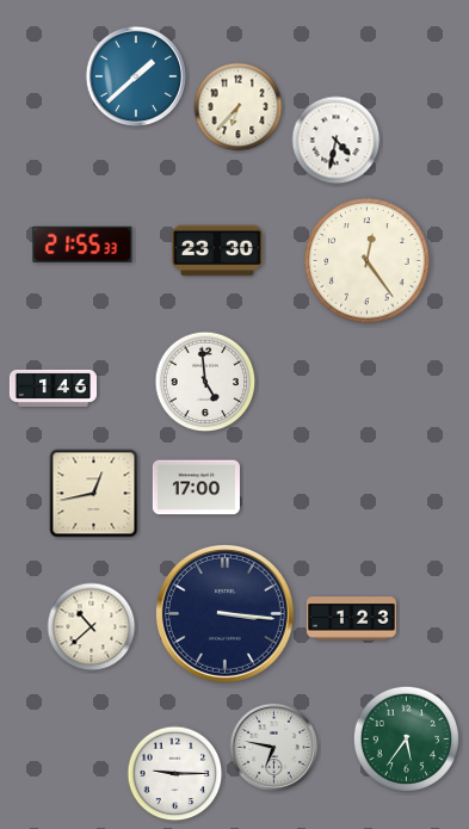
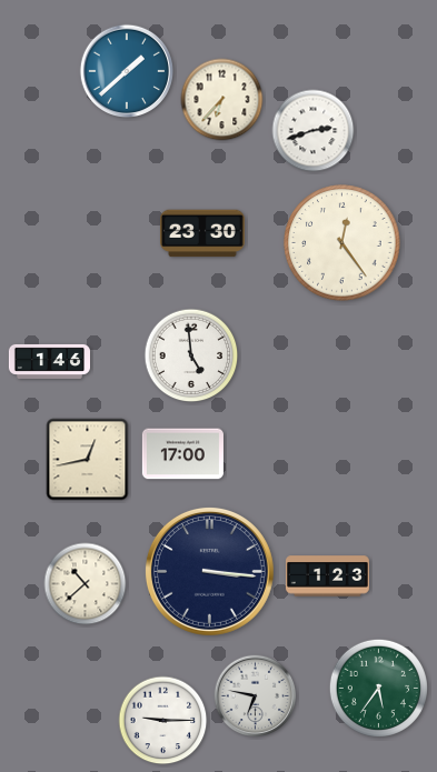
clock at (337, 141): 4:32 -> 2:42
clock at (82, 245): 21:55 -> none
